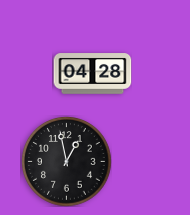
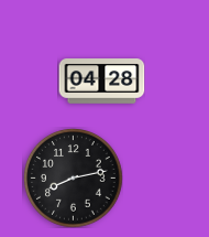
clock at (66, 161): 12:58 -> 8:13
